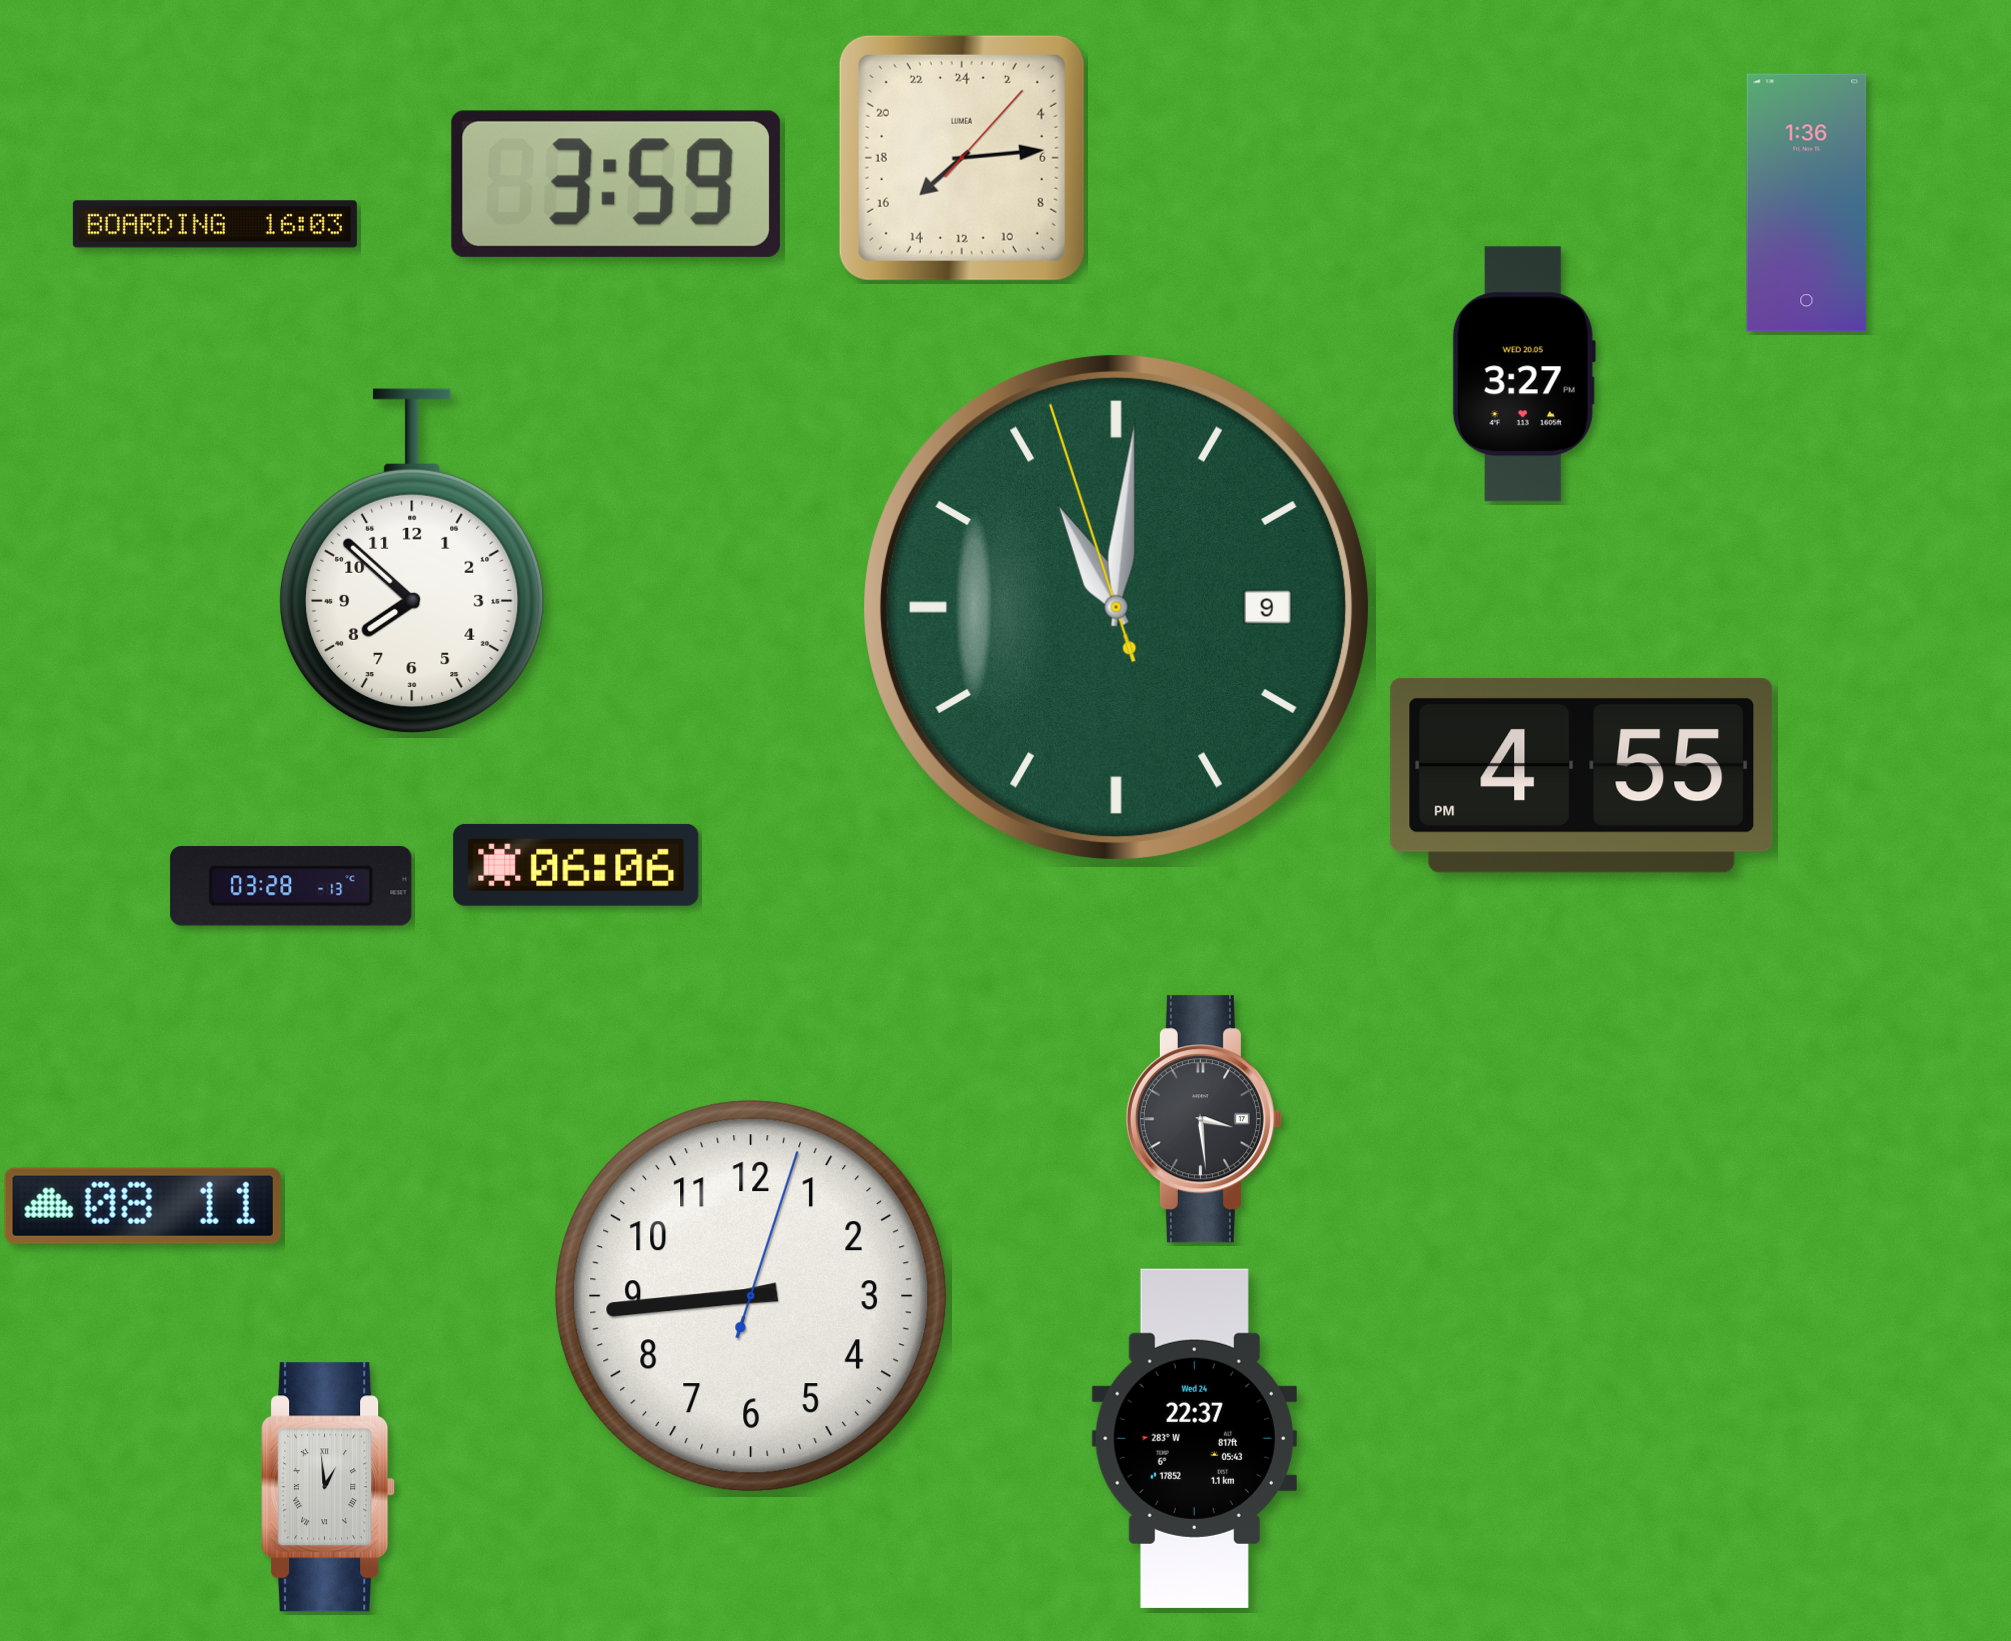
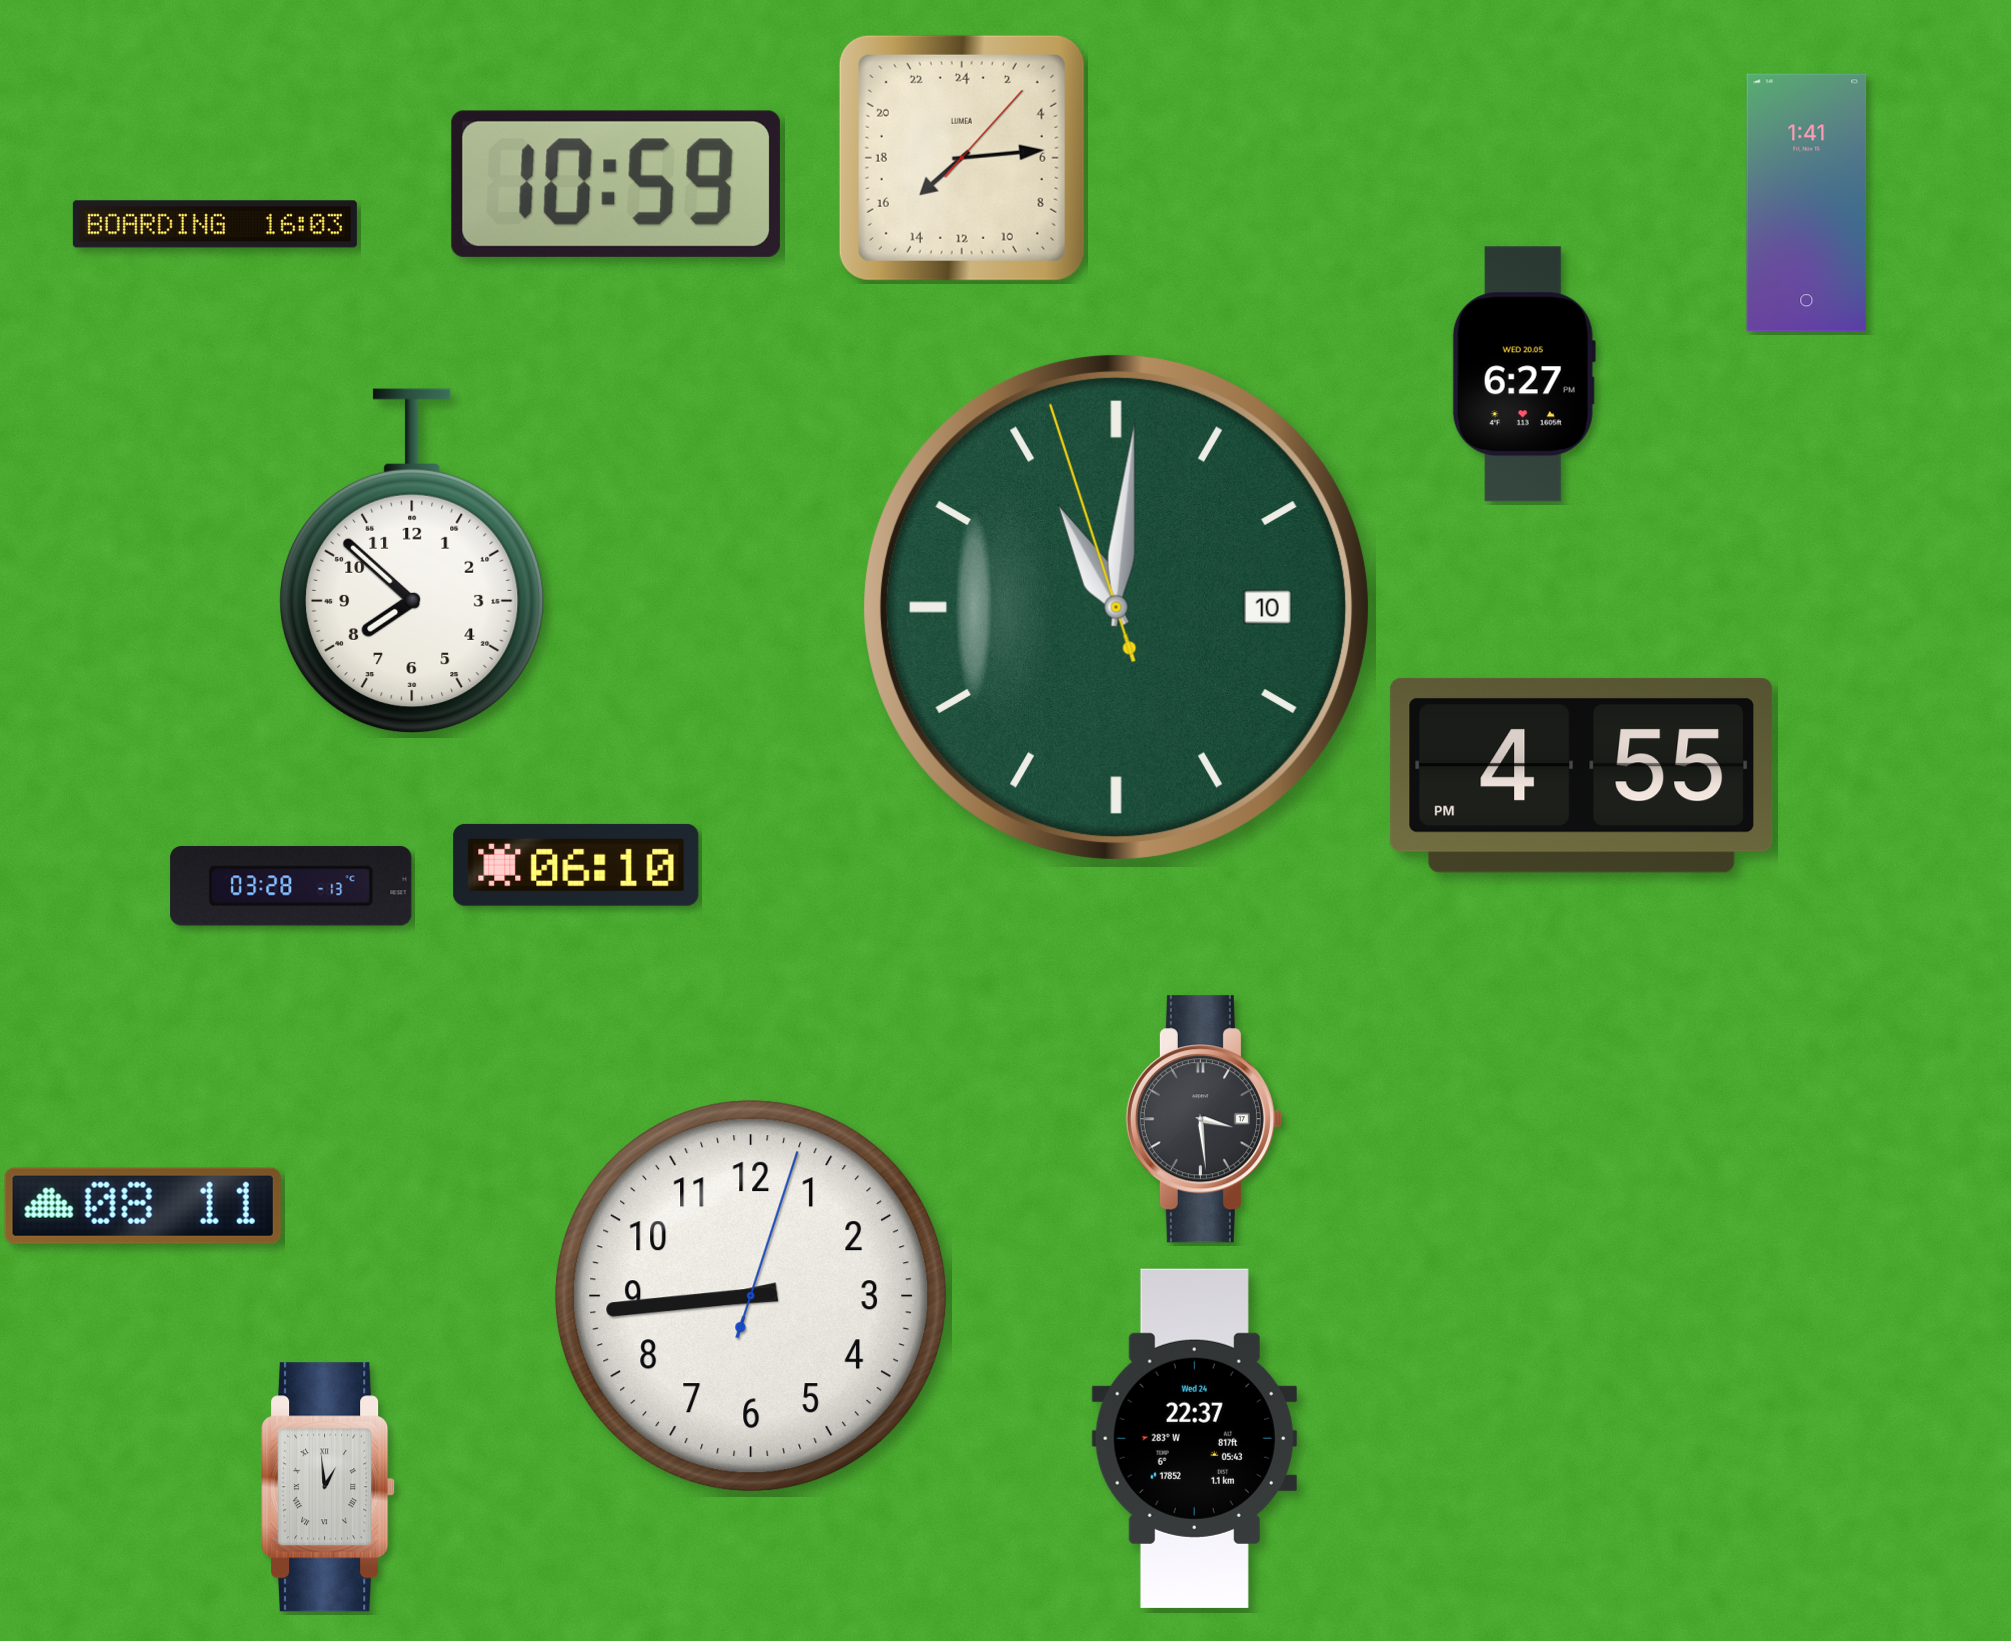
clock at (616, 184): 3:59 -> 10:59
clock at (1807, 203): 1:36 -> 1:41
clock at (1524, 374): 3:27 -> 6:27
clock at (1116, 607) date: 9 -> 10
clock at (576, 865): 06:06 -> 06:10
